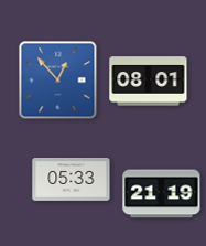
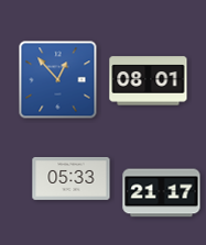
clock at (162, 194): 21:19 -> 21:17
